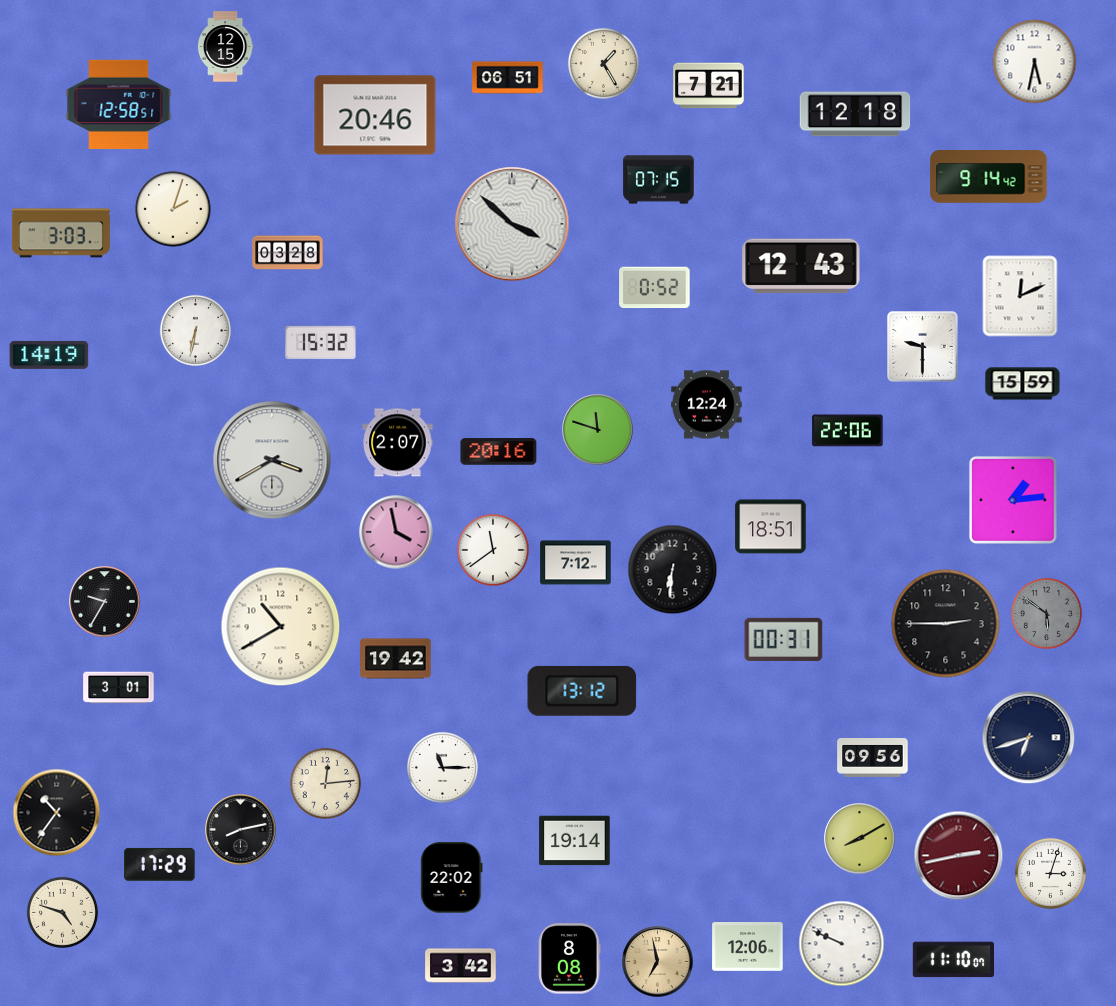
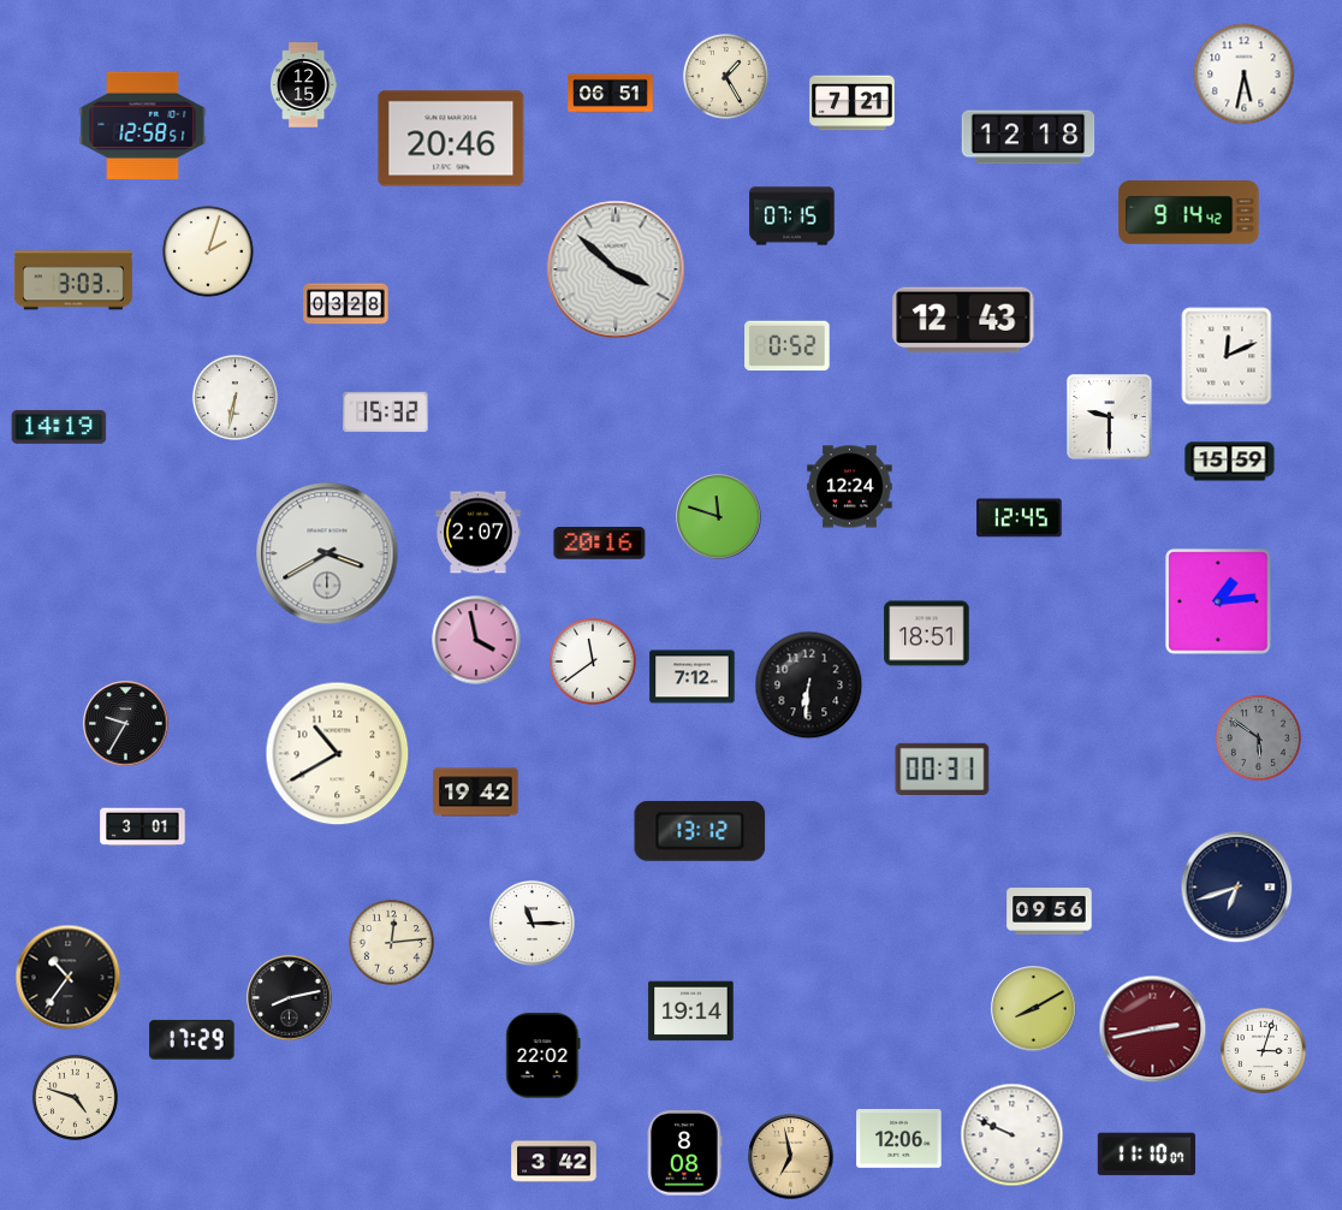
clock at (225, 47) position: (225, 47) -> (303, 85)
clock at (848, 431): 22:06 -> 12:45
clock at (946, 624): 2:45 -> none
